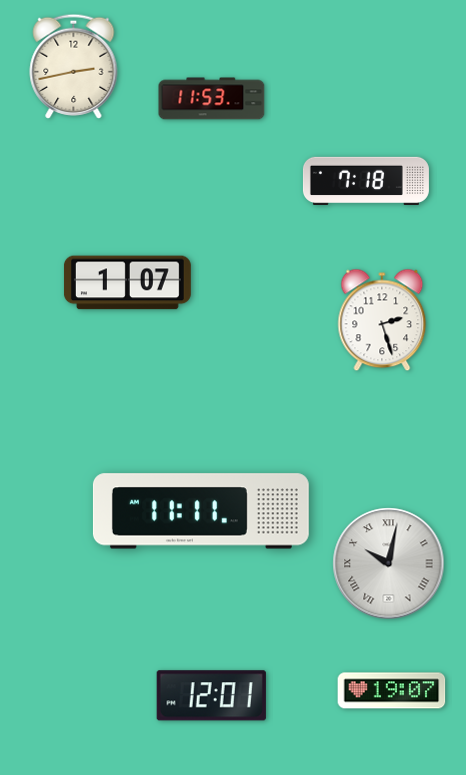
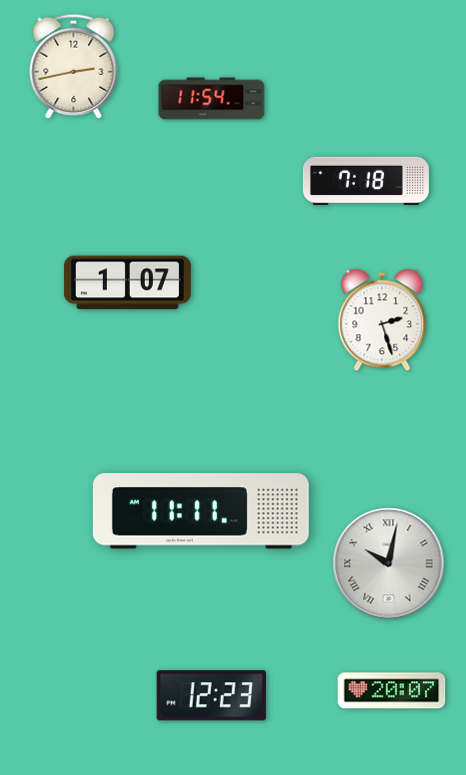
clock at (212, 99): 11:53 -> 11:54
clock at (392, 691): 19:07 -> 20:07
clock at (211, 696): 12:01 -> 12:23
